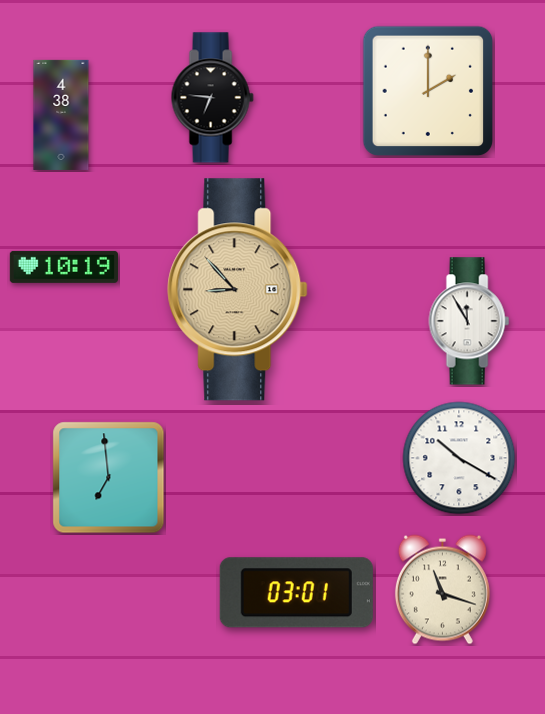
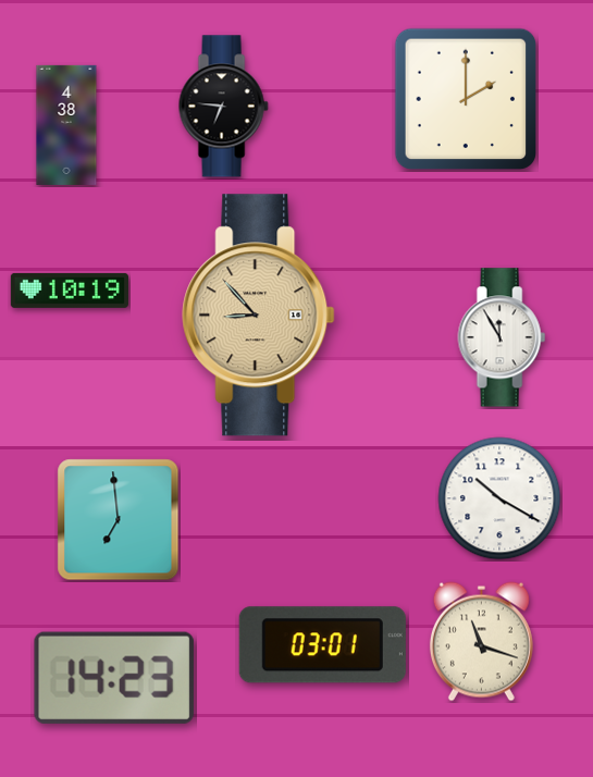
clock at (212, 98) position: (212, 98) -> (223, 107)
clock at (469, 321) position: (469, 321) -> (502, 337)
clock at (114, 678): none -> 14:23
